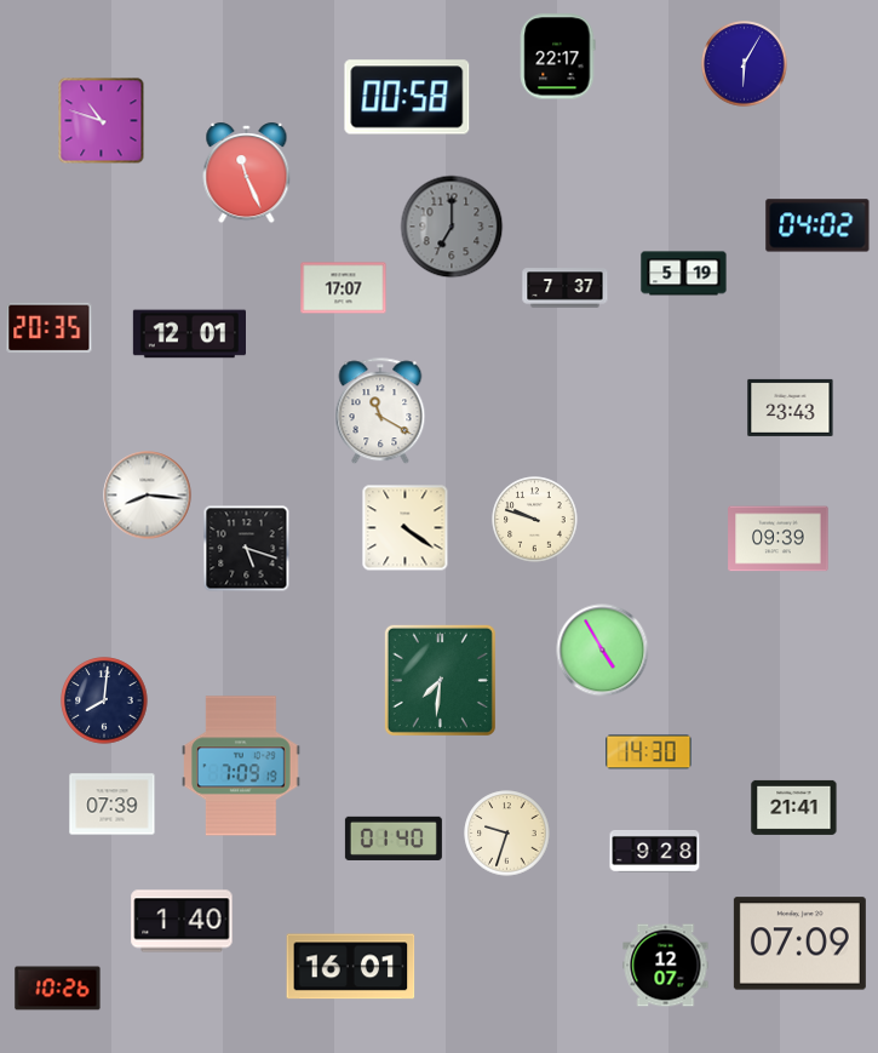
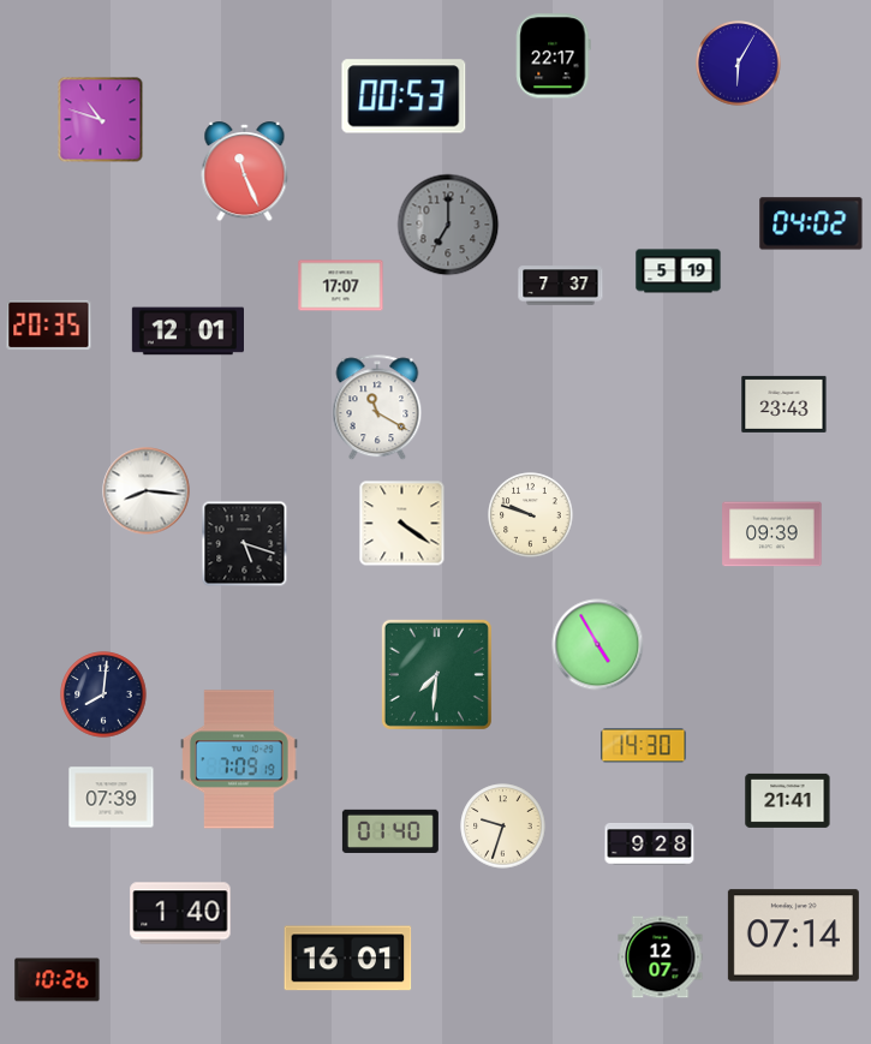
clock at (407, 97): 00:58 -> 00:53
clock at (799, 944): 07:09 -> 07:14
